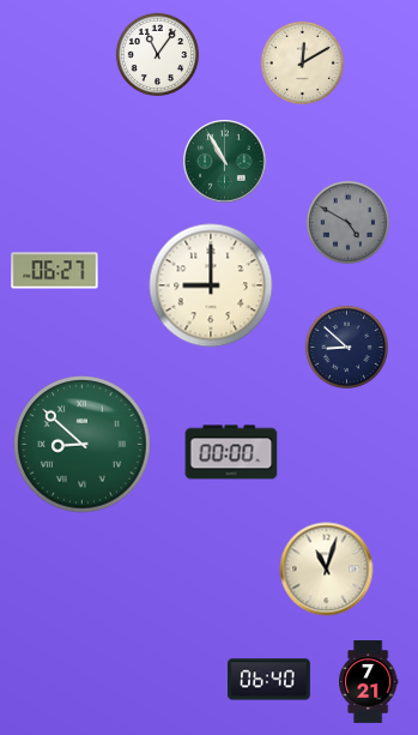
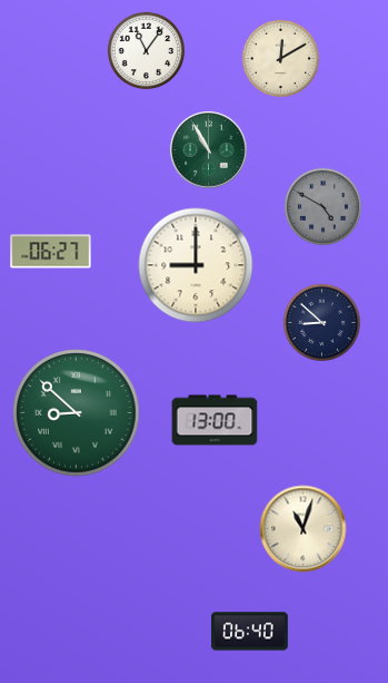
clock at (231, 452): 00:00 -> 13:00
clock at (368, 682): 7:21 -> none
